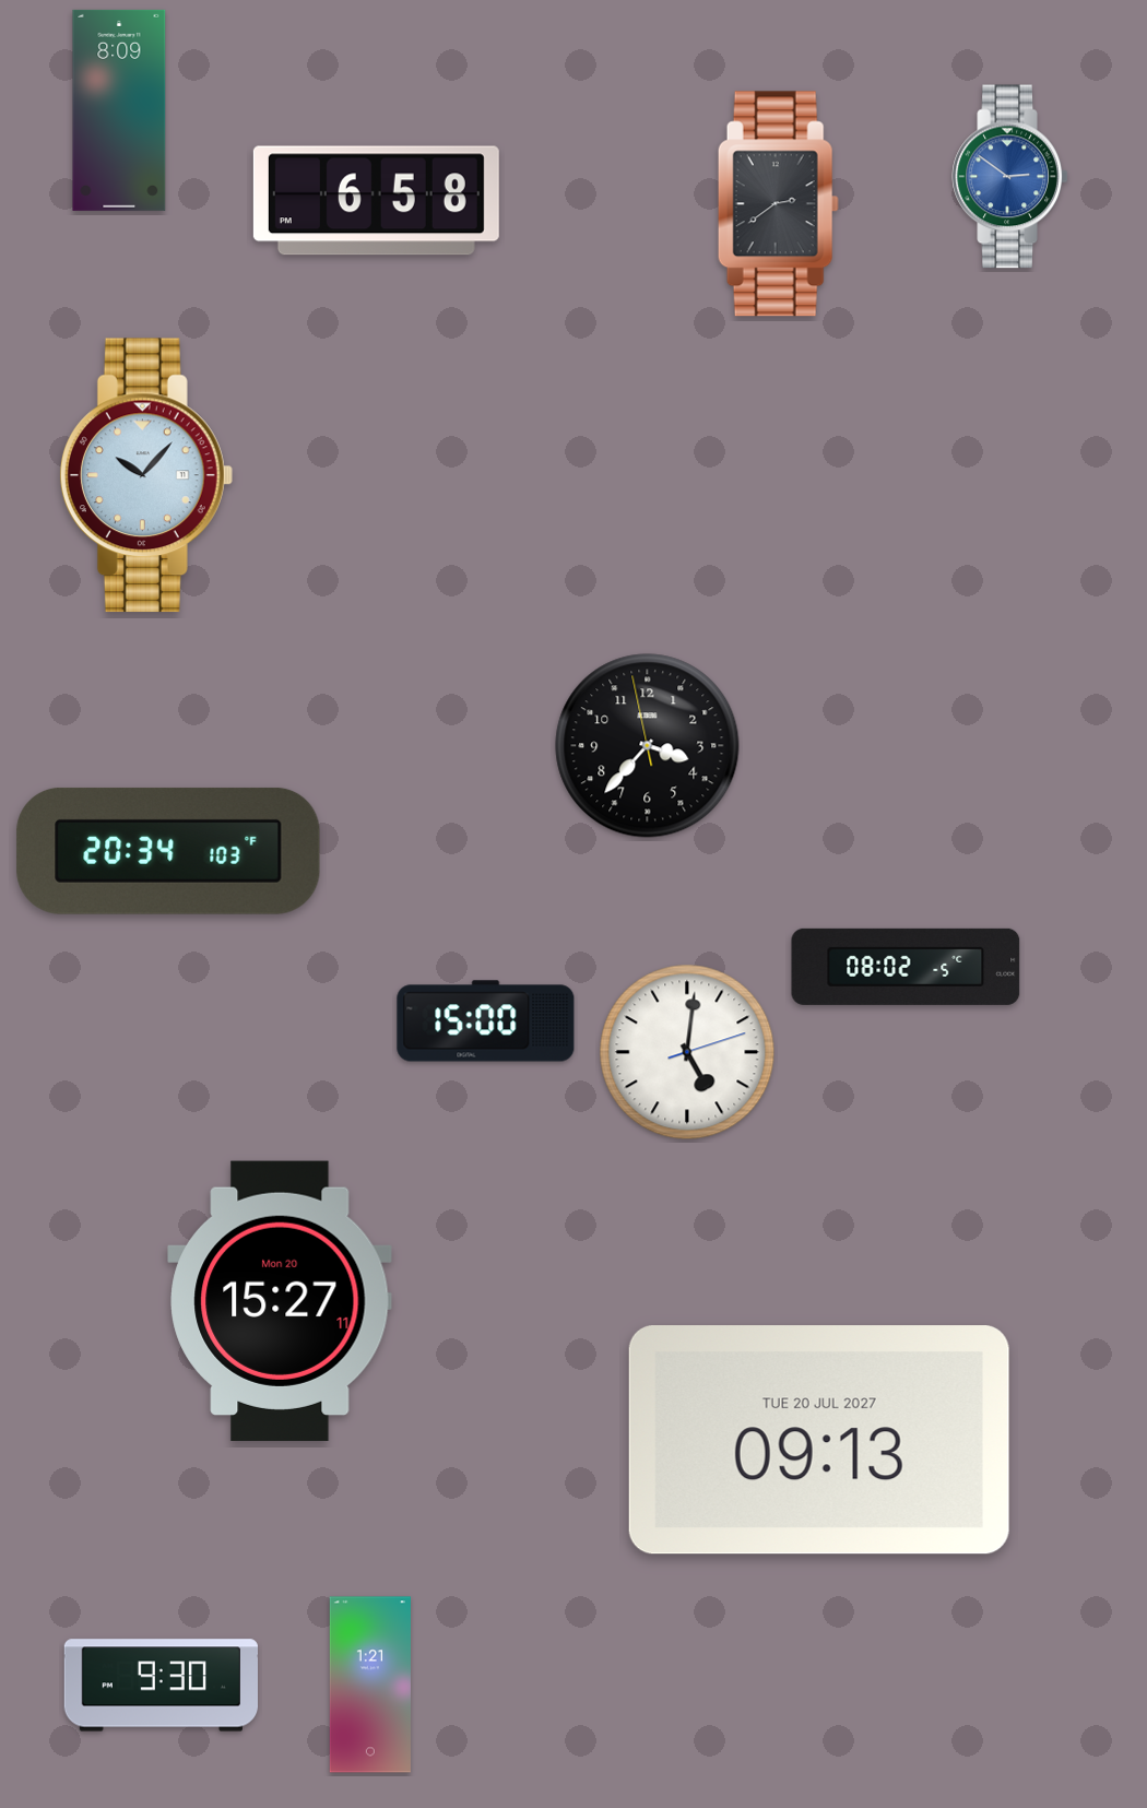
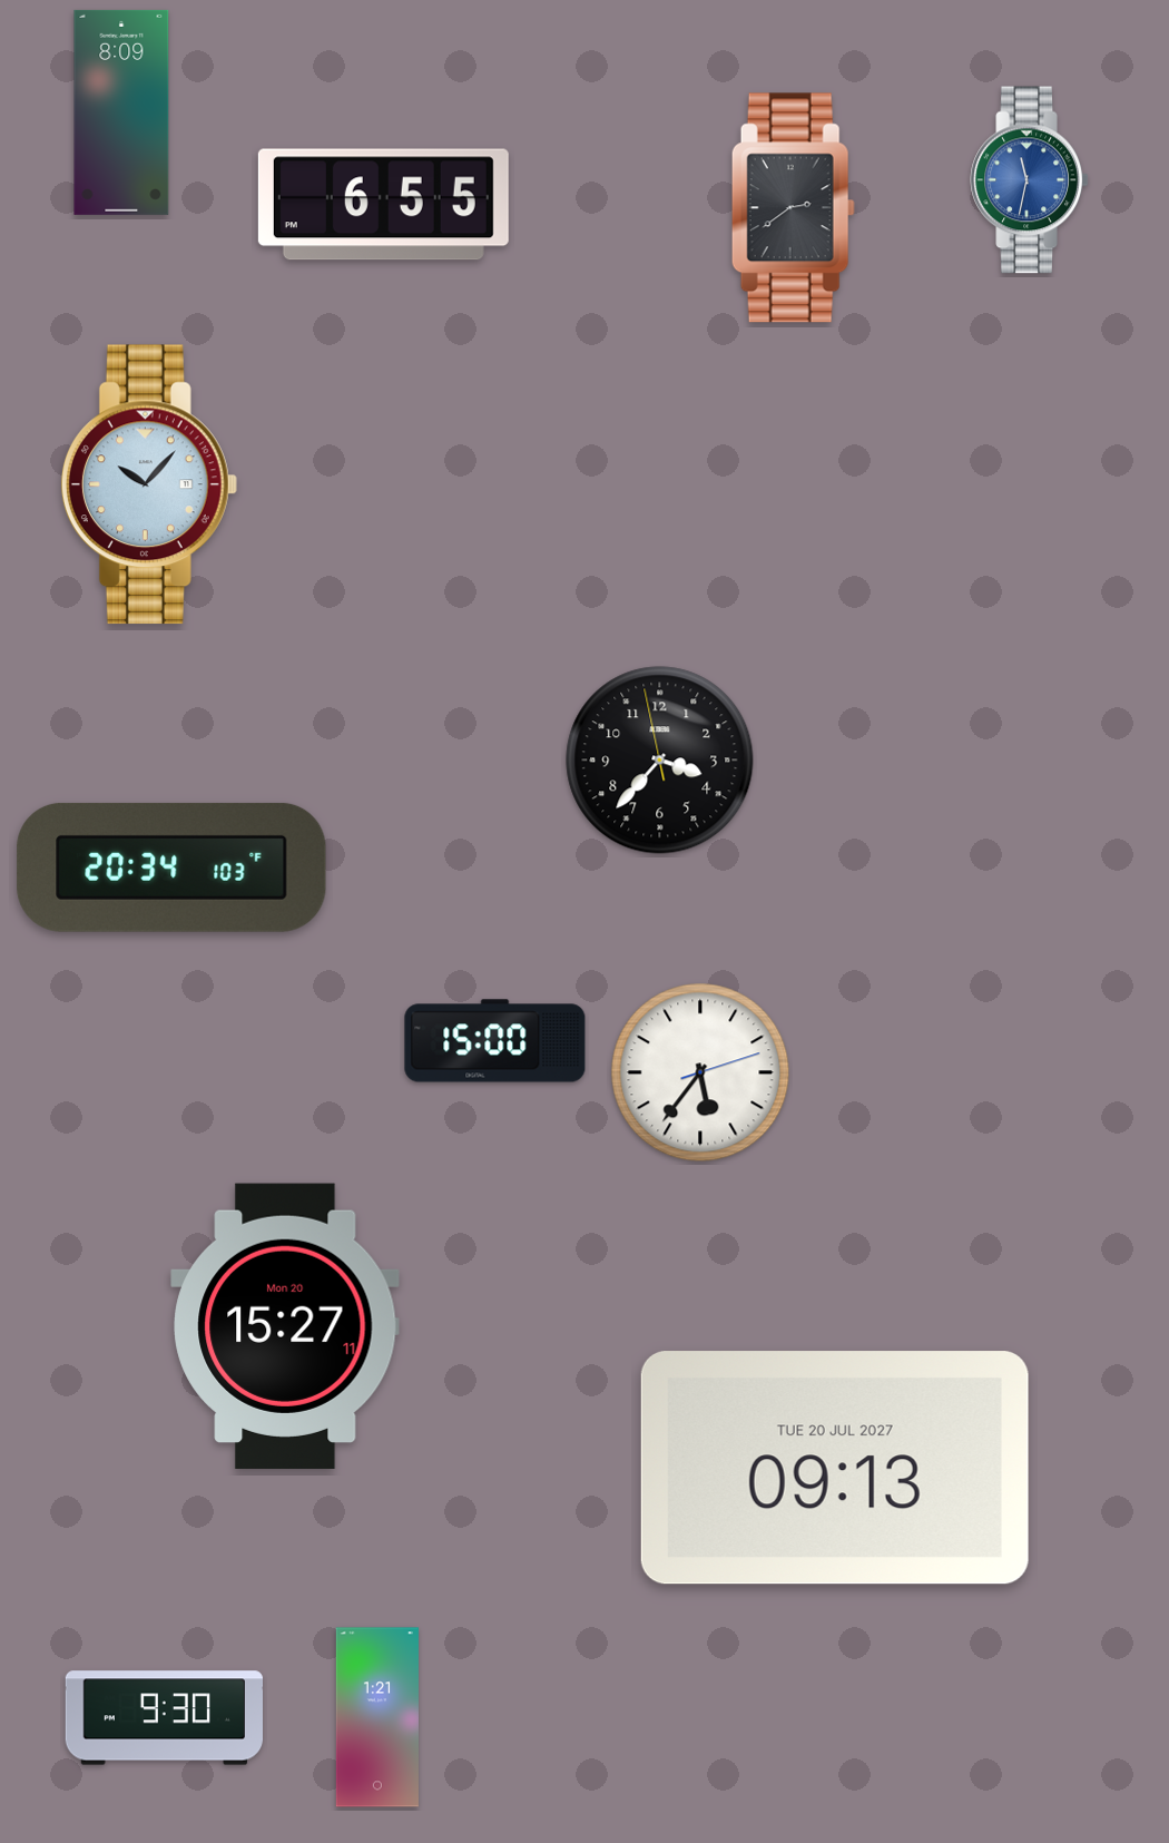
clock at (1010, 177): 2:51 -> 11:32
clock at (376, 201): 6:58 -> 6:55
clock at (906, 967): 08:02 -> none
clock at (687, 1052): 5:01 -> 5:36
